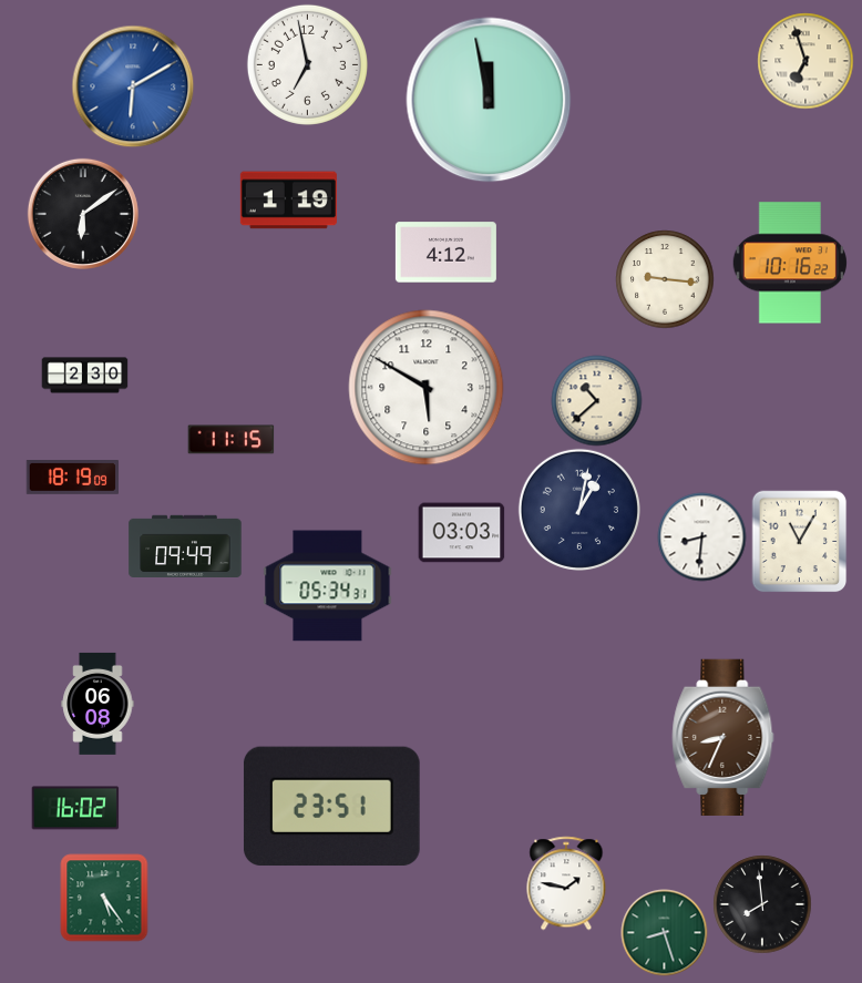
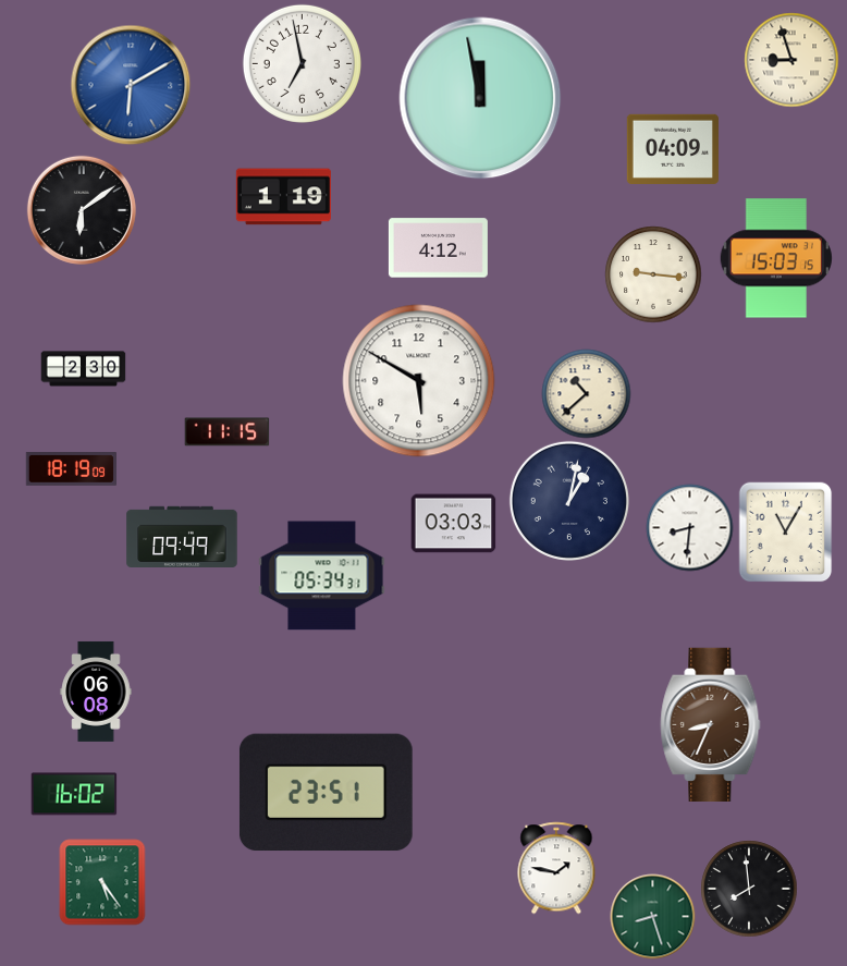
clock at (805, 61): 6:57 -> 8:57
clock at (672, 149): none -> 04:09
clock at (789, 263): 10:16 -> 15:03
